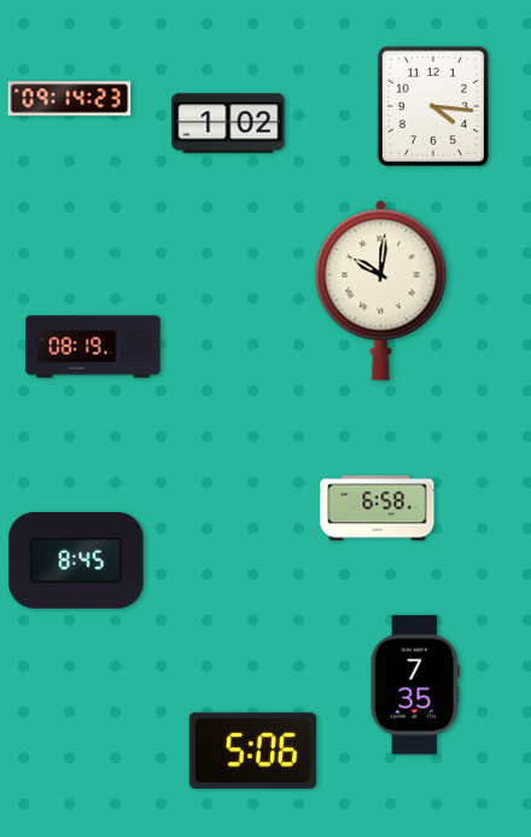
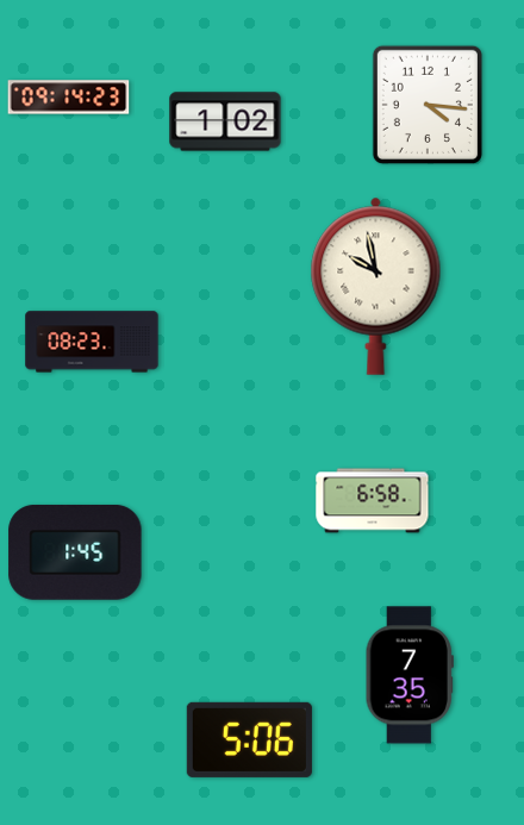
clock at (381, 290): 10:01 -> 9:58
clock at (93, 347): 08:19 -> 08:23
clock at (76, 560): 8:45 -> 1:45
